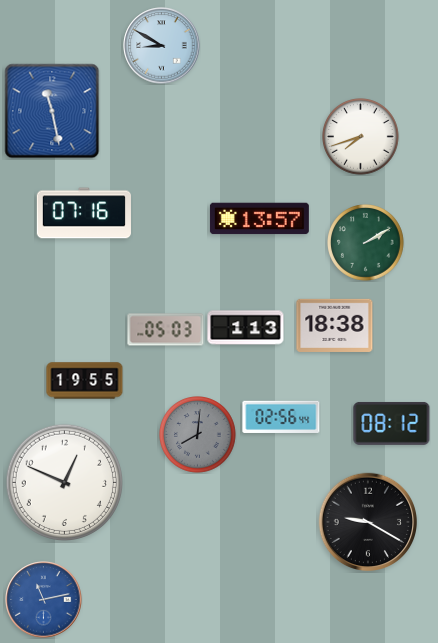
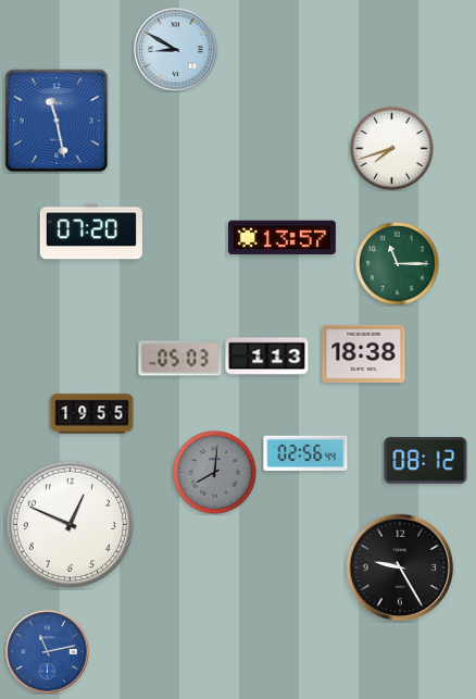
clock at (84, 213): 07:16 -> 07:20
clock at (366, 243): 2:10 -> 11:15
clock at (368, 522): 9:20 -> 9:25
